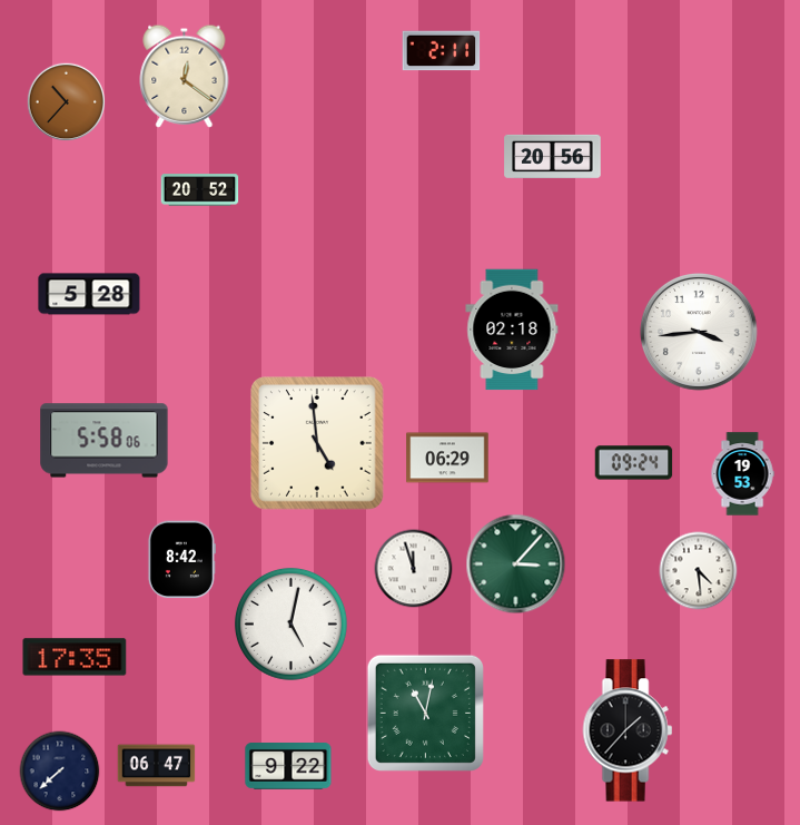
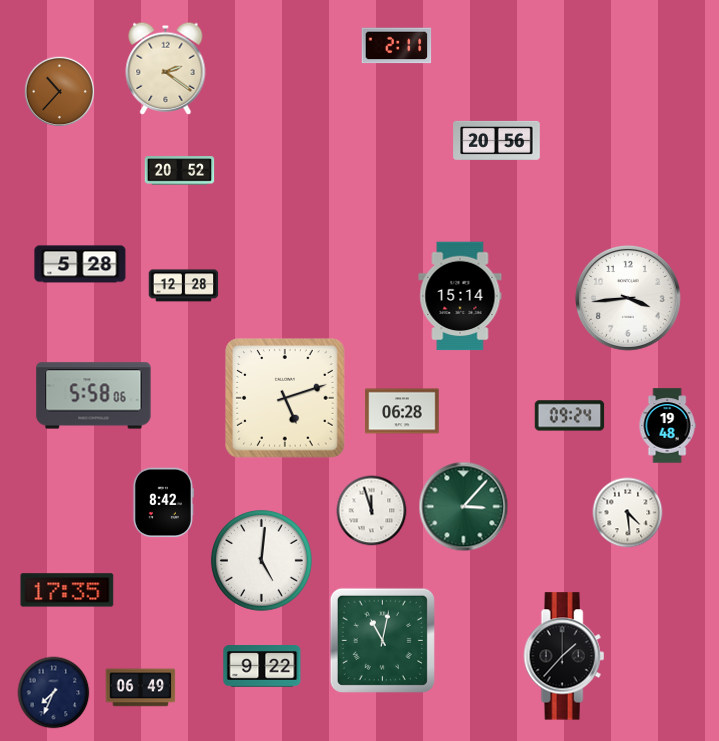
clock at (185, 76): 12:21 -> 2:21
clock at (184, 286): none -> 12:28
clock at (512, 330): 02:18 -> 15:14
clock at (317, 443): 4:59 -> 5:12
clock at (447, 458): 06:29 -> 06:28
clock at (742, 474): 19:53 -> 19:48
clock at (292, 625): 5:02 -> 5:01
clock at (157, 766): 06:47 -> 06:49
clock at (288, 767) position: (288, 767) -> (262, 667)
clock at (60, 772): 7:38 -> 7:34
